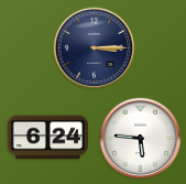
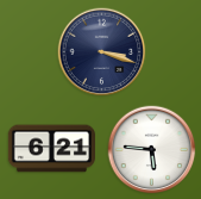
clock at (95, 48): 3:15 -> 3:18
clock at (47, 138): 6:24 -> 6:21
